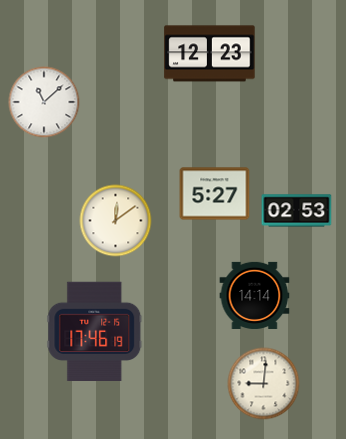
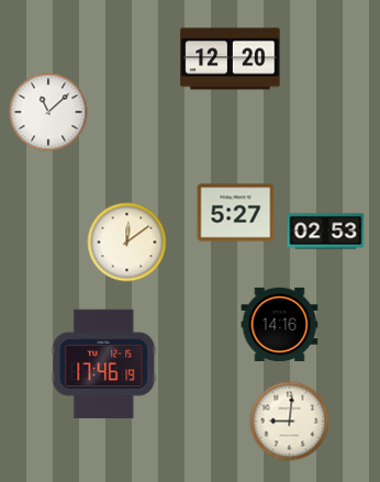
clock at (210, 54): 12:23 -> 12:20
clock at (255, 295): 14:14 -> 14:16
